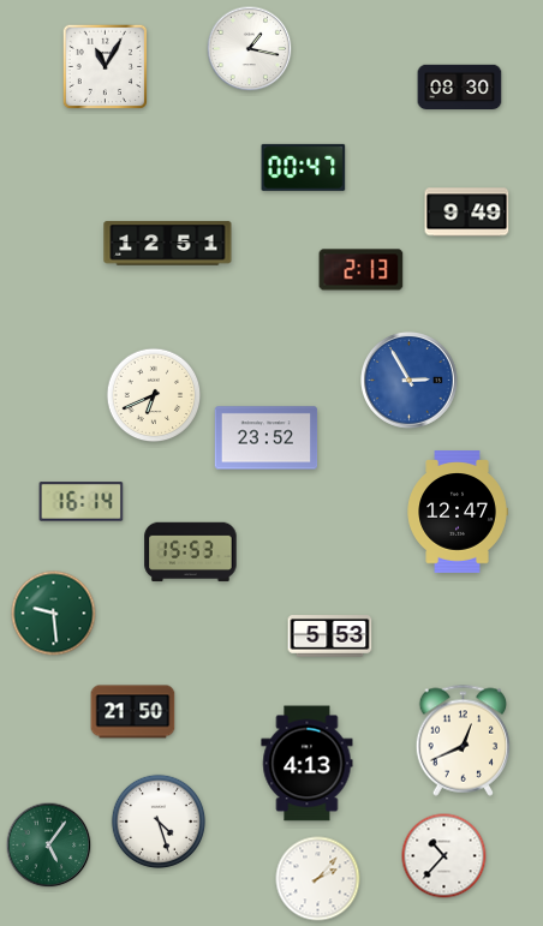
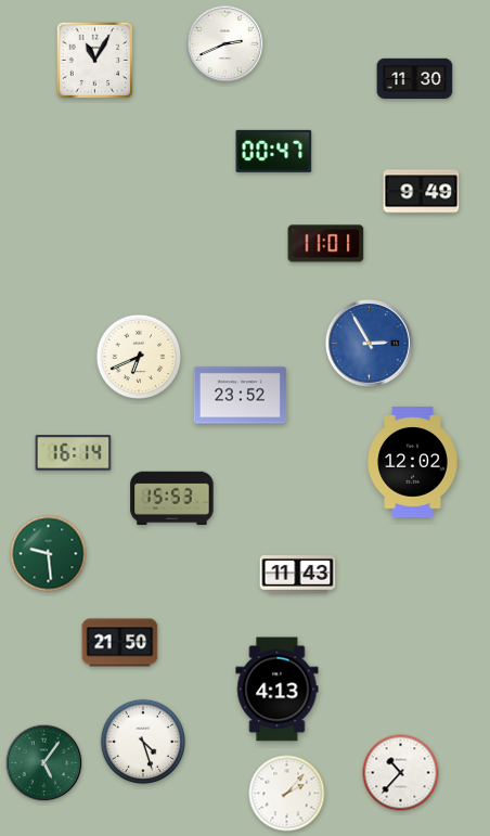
clock at (250, 49): 1:17 -> 2:41
clock at (460, 88): 08:30 -> 11:30
clock at (168, 244): 12:51 -> none
clock at (362, 270): 2:13 -> 11:01
clock at (458, 512): 12:47 -> 12:02
clock at (330, 637): 5:53 -> 11:43
clock at (464, 740): 12:41 -> none
